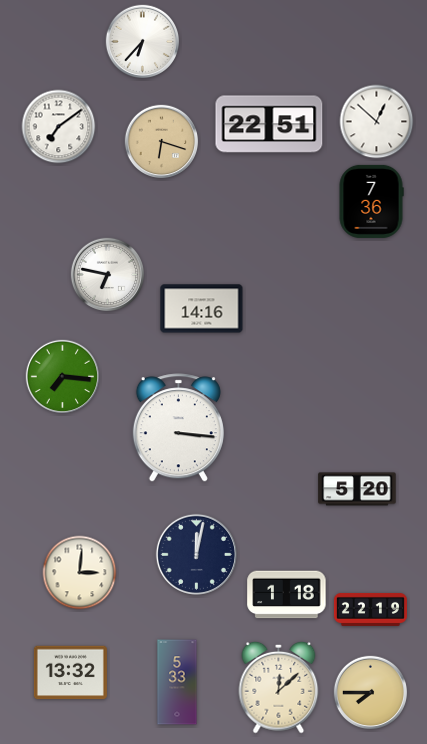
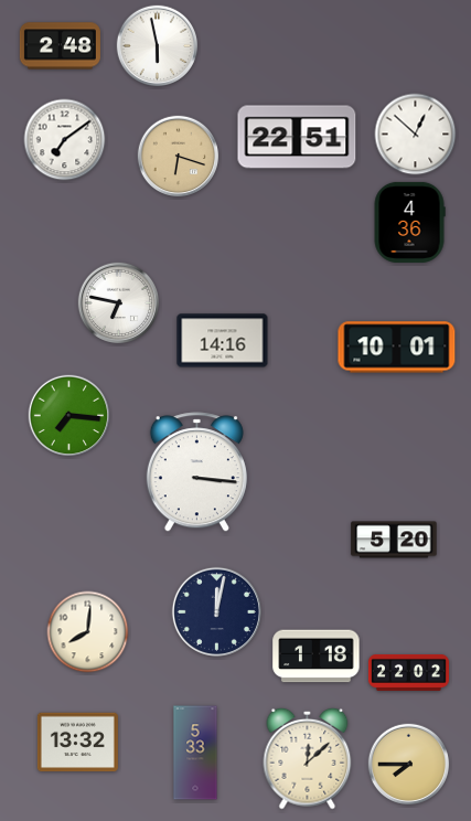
clock at (60, 46): none -> 2:48
clock at (143, 42): 6:37 -> 5:58
clock at (371, 201): 7:36 -> 4:36
clock at (397, 348): none -> 10:01
clock at (80, 573): 3:01 -> 8:01
clock at (370, 609): 22:19 -> 22:02
